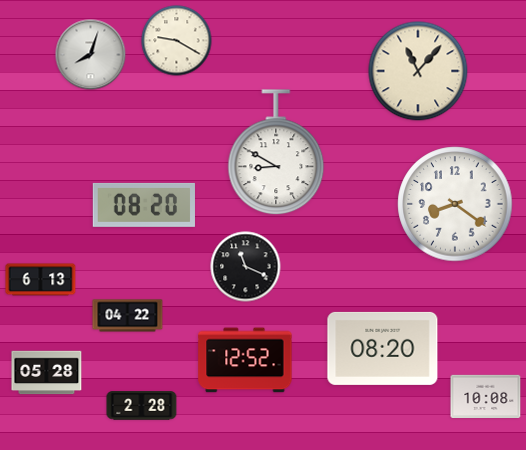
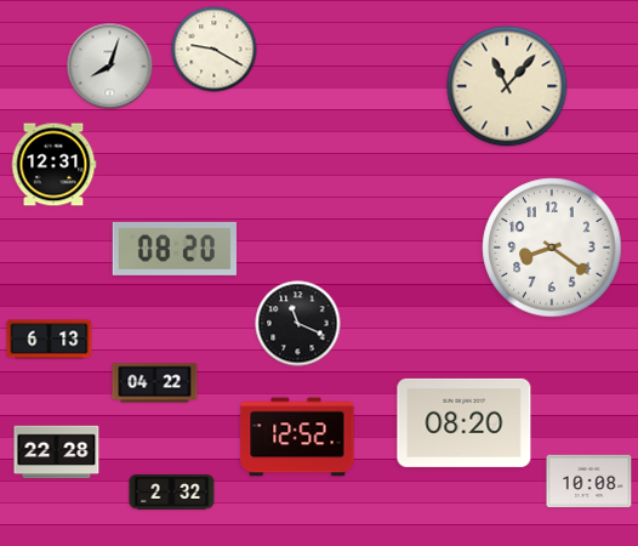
clock at (53, 165): none -> 12:31
clock at (276, 153): 8:50 -> none
clock at (47, 373): 05:28 -> 22:28
clock at (142, 406): 2:28 -> 2:32
